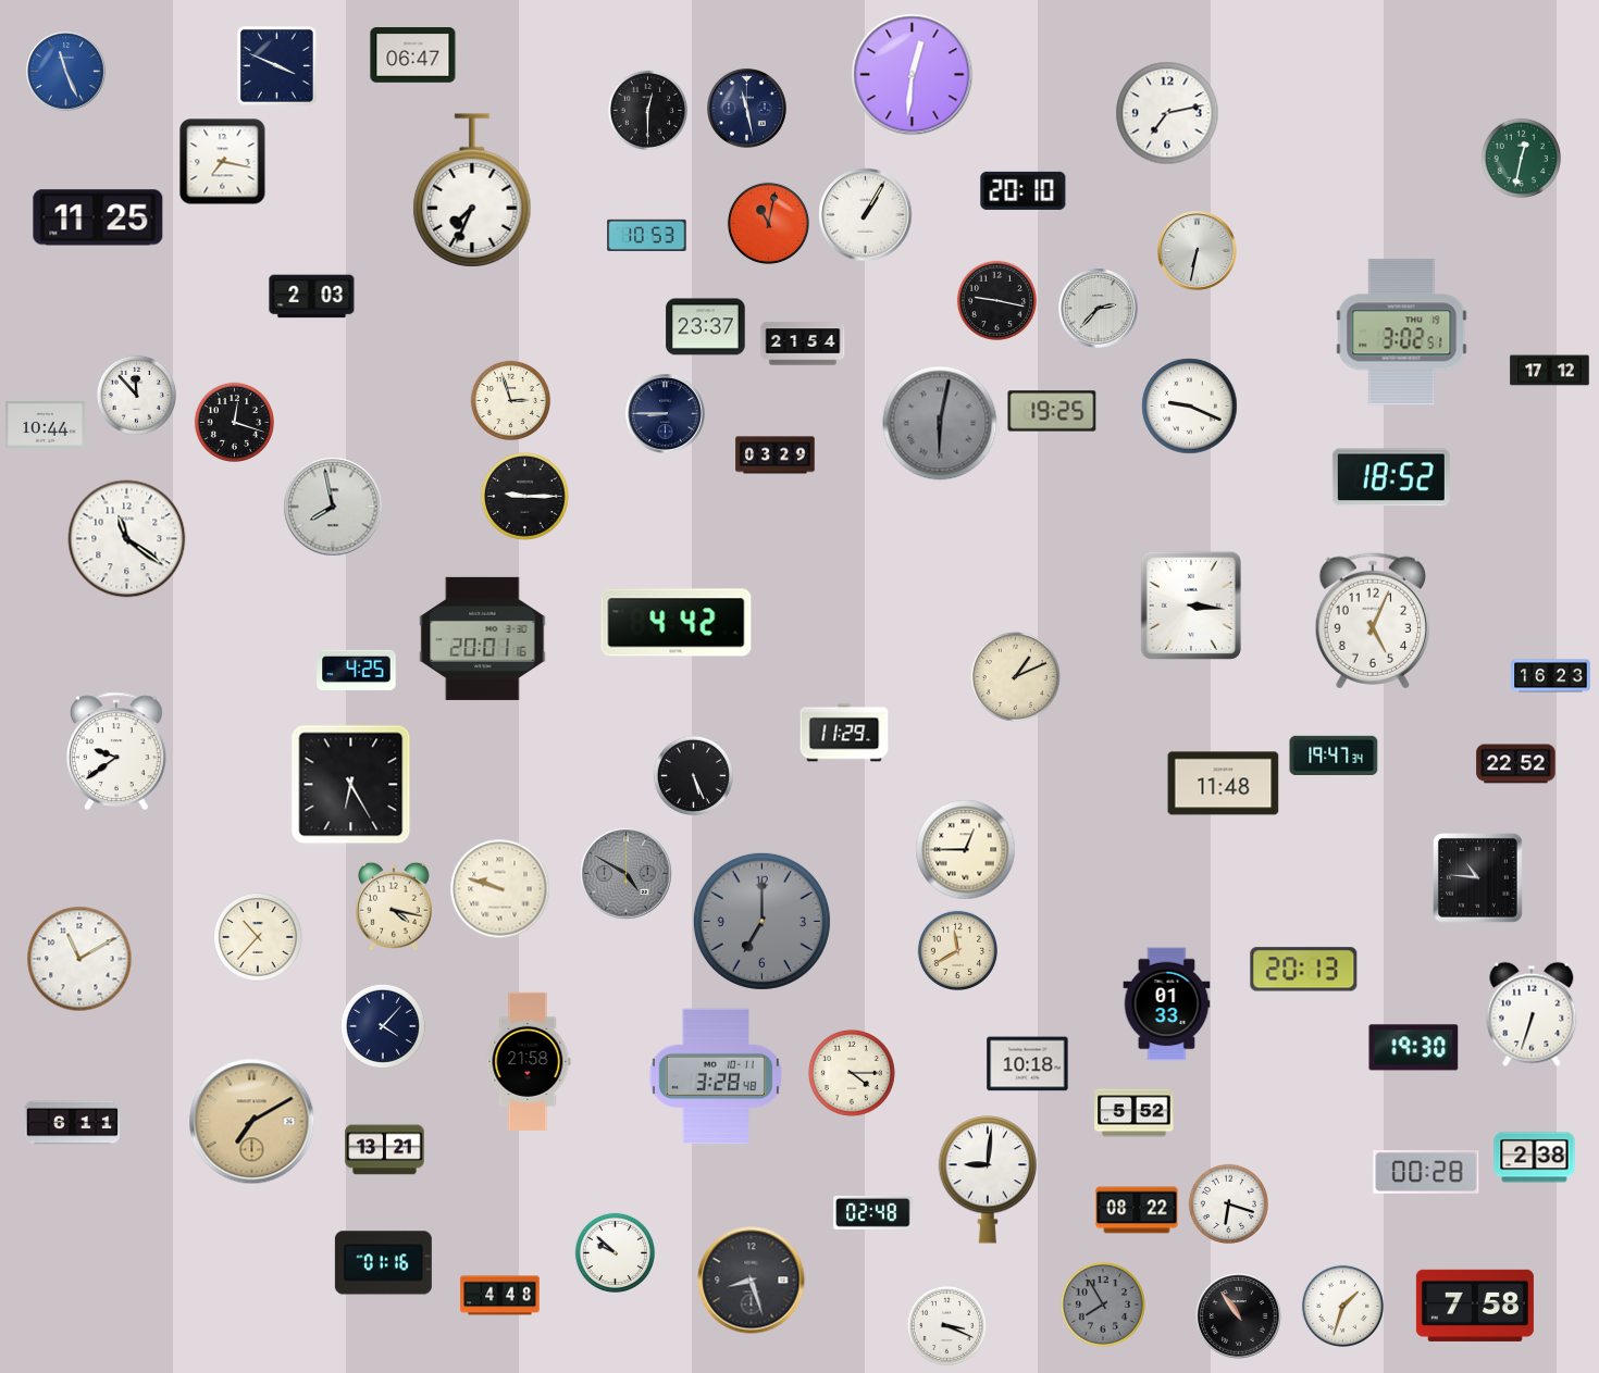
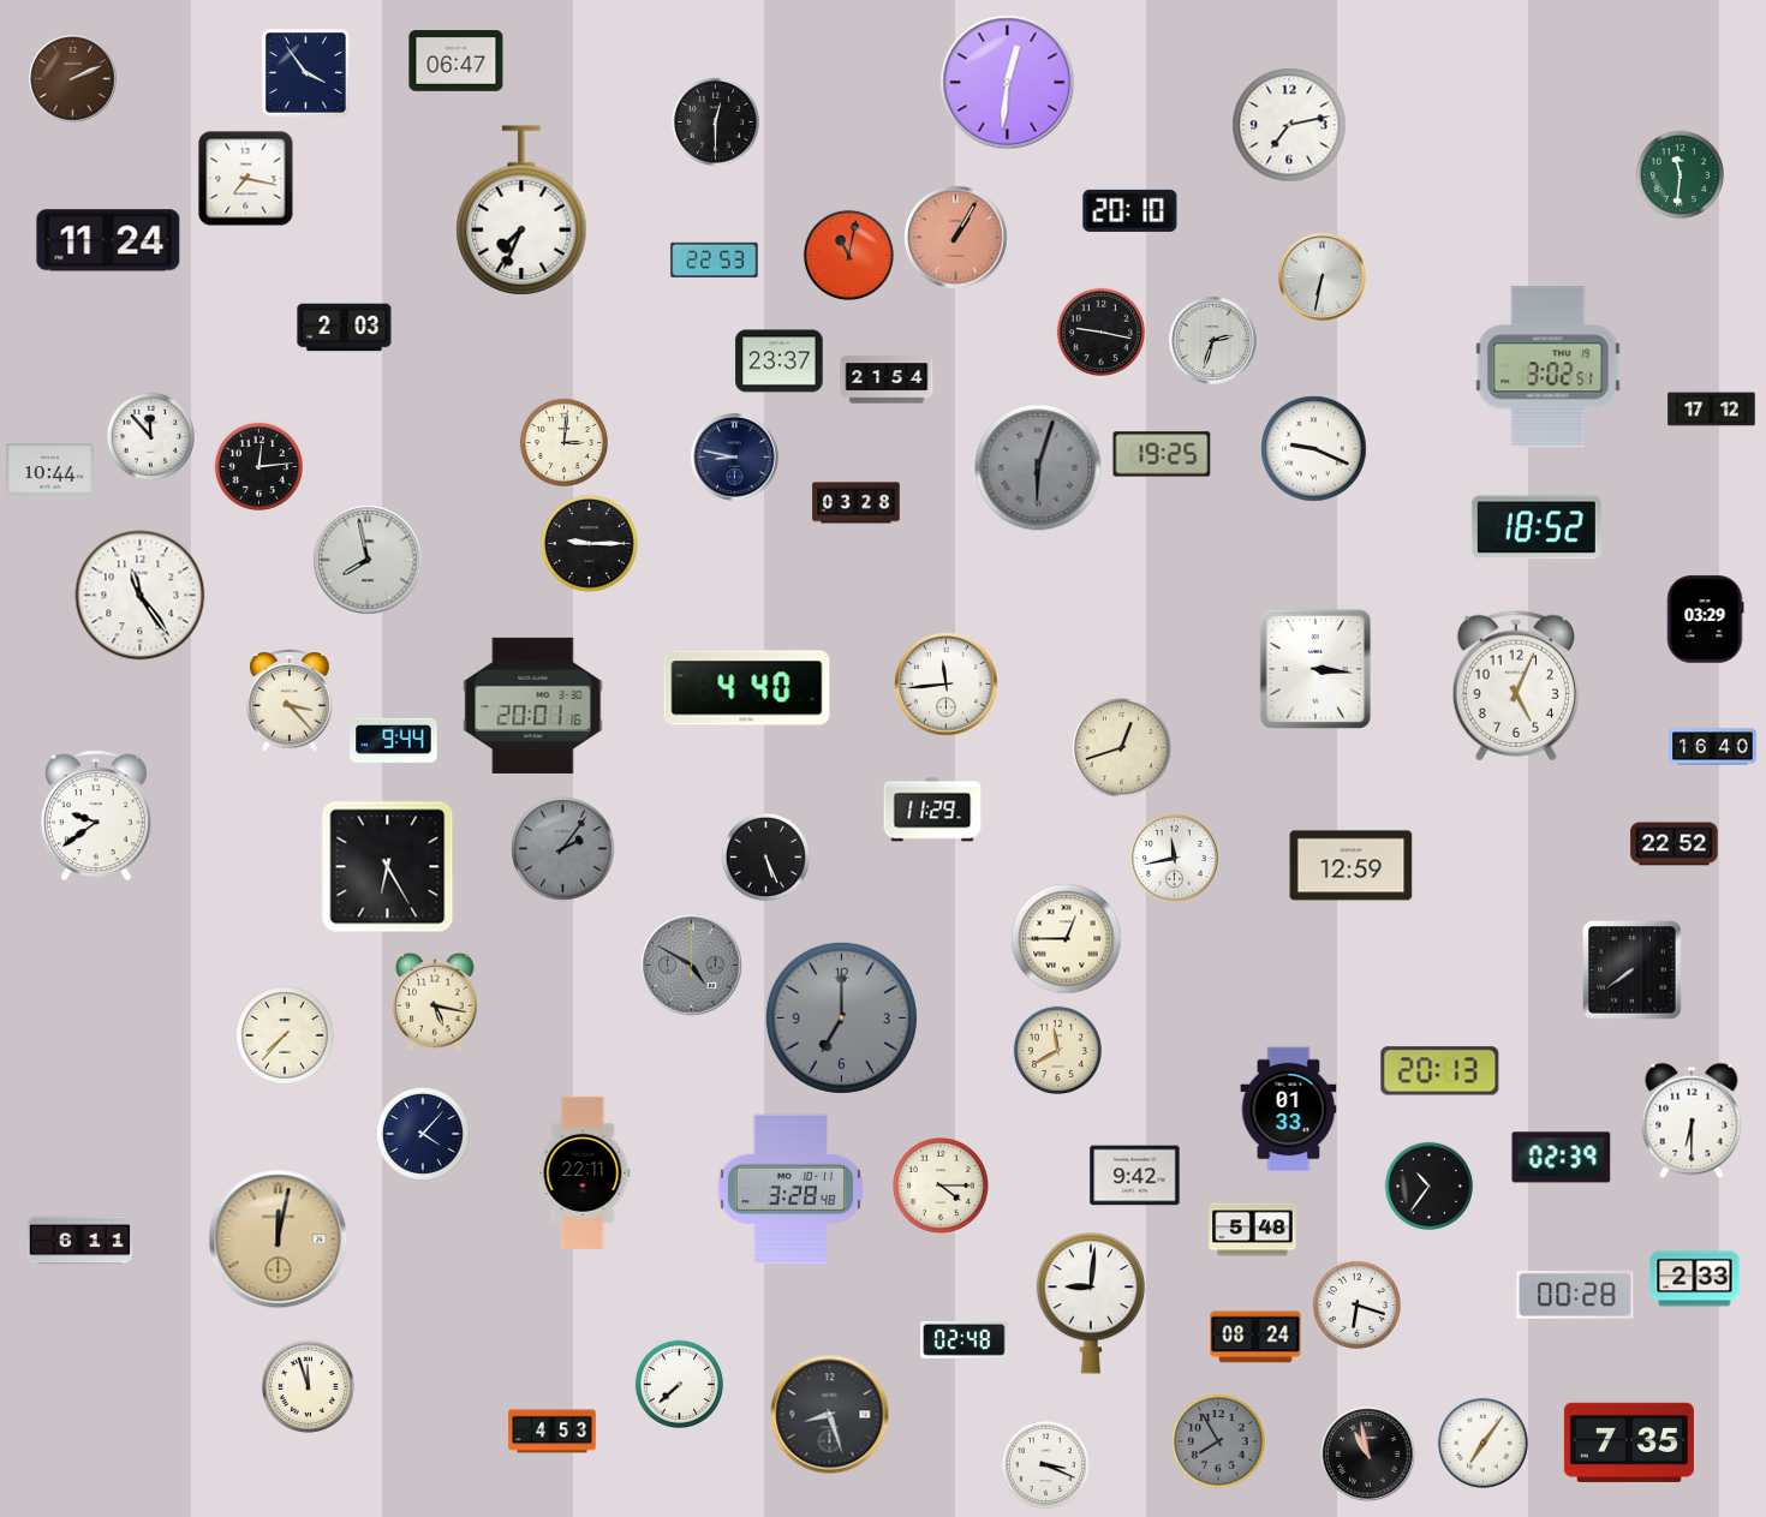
clock at (276, 65): 3:49 -> 3:54
clock at (66, 72): 11:26 -> 2:11
clock at (66, 72) dial: blue -> brown
clock at (747, 109): 11:28 -> none
clock at (1521, 158): 12:32 -> 11:31
clock at (866, 215) dial: white -> salmon
clock at (98, 217): 11:25 -> 11:24
clock at (768, 223) position: (768, 223) -> (848, 255)
clock at (647, 235): 10:53 -> 22:53
clock at (1099, 309): 2:37 -> 2:33
clock at (510, 400): 2:57 -> 3:01
clock at (666, 414): 8:45 -> 8:47
clock at (234, 422): 12:18 -> 12:14
clock at (940, 423): 6:02 -> 6:03
clock at (776, 455): 03:29 -> 03:28
clock at (525, 497) position: (525, 497) -> (590, 544)
clock at (127, 539): 11:21 -> 11:24
clock at (1705, 620): none -> 03:29
clock at (947, 685): none -> 11:44
clock at (677, 623): 4:42 -> 4:40
clock at (290, 700): none -> 3:23
clock at (357, 670): 4:25 -> 9:44
clock at (1551, 676): 16:23 -> 16:40
clock at (1016, 677): 1:11 -> 12:42
clock at (117, 750) position: (117, 750) -> (97, 814)
clock at (1334, 754): 19:47 -> none
clock at (563, 849): none -> 2:06
clock at (1175, 859): none -> 11:43
clock at (1224, 784): 11:48 -> 12:59
clock at (1478, 878): 10:46 -> 7:39
clock at (500, 889): 9:48 -> none
clock at (394, 907): 4:17 -> 5:17
clock at (259, 938): 10:37 -> 7:37
clock at (79, 959): 11:10 -> none
clock at (1532, 1014): 6:33 -> 6:30
clock at (1414, 1048): 19:30 -> 02:39
clock at (529, 1061): 21:58 -> 22:11
clock at (1028, 1064): 10:18 -> 9:42
clock at (1428, 1185): none -> 10:36
clock at (1135, 1113): 5:52 -> 5:48
clock at (252, 1122): 7:10 -> 12:02
clock at (385, 1150): 13:21 -> none
clock at (1535, 1158): 2:38 -> 2:33
clock at (1228, 1203) position: (1228, 1203) -> (1356, 1304)
clock at (1137, 1210): 08:22 -> 08:24
clock at (615, 1252): 9:52 -> 7:38
clock at (308, 1386): none -> 11:57
clock at (383, 1263): 01:16 -> none
clock at (500, 1296): 4:48 -> 4:53
clock at (1342, 1306): 1:33 -> 7:06
clock at (1475, 1306): 7:58 -> 7:35
clock at (1239, 1316): 10:54 -> 10:58
